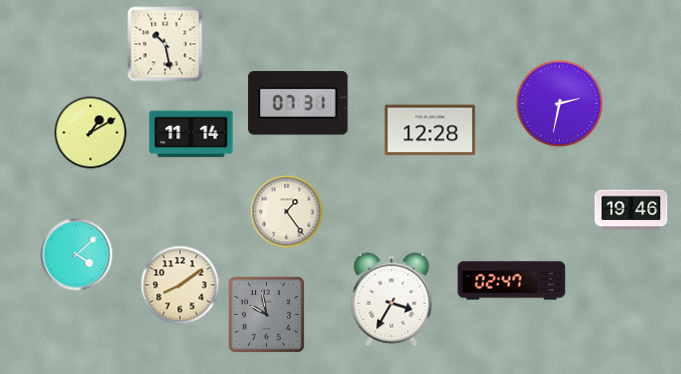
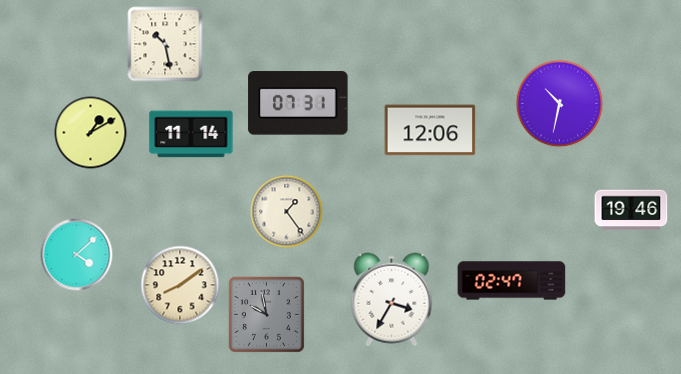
clock at (560, 104): 2:32 -> 10:32
clock at (430, 130): 12:28 -> 12:06
